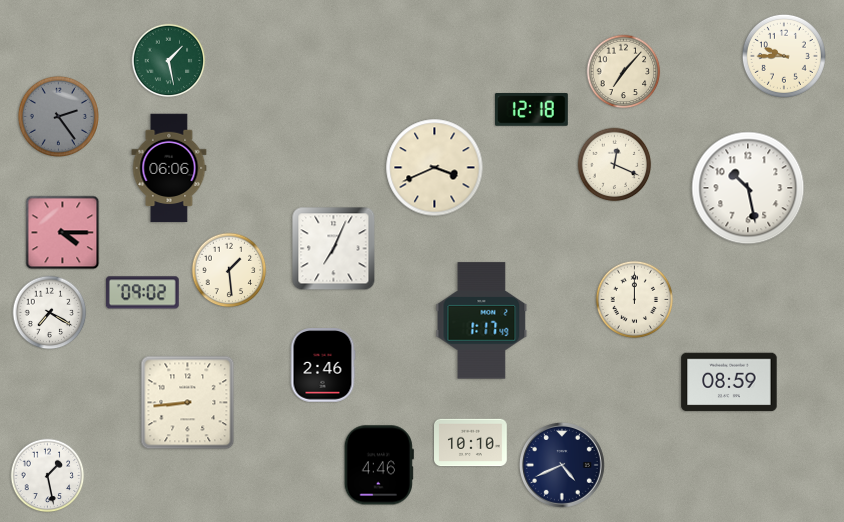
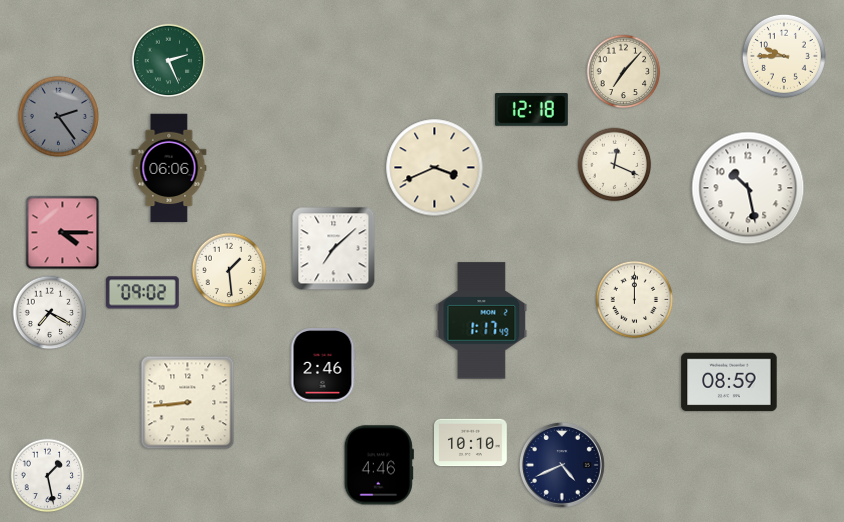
clock at (169, 61): 1:28 -> 2:26
clock at (334, 249): 7:04 -> 7:08
